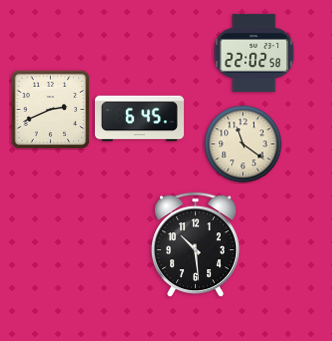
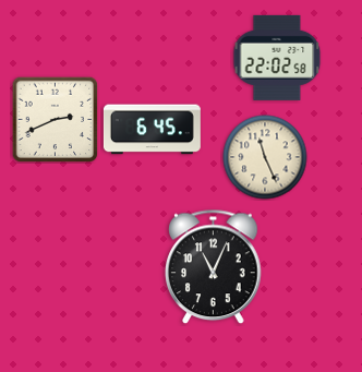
clock at (243, 144): 11:21 -> 11:26
clock at (196, 245): 10:29 -> 11:04
